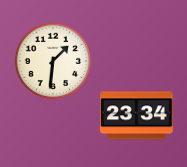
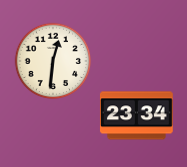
clock at (53, 61): 1:31 -> 12:31
